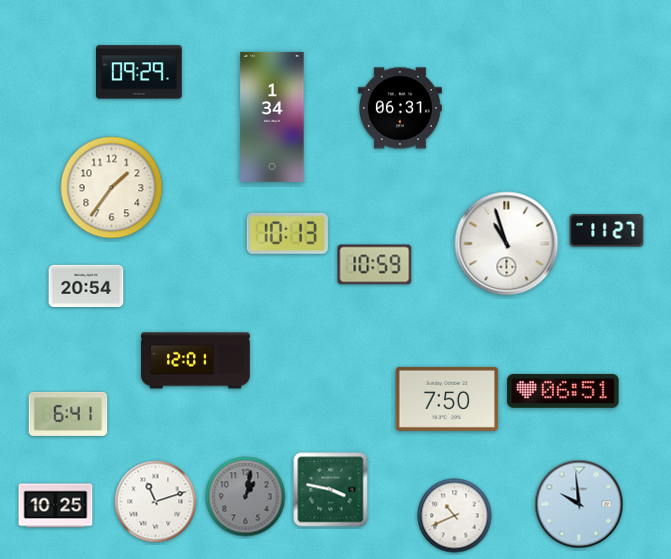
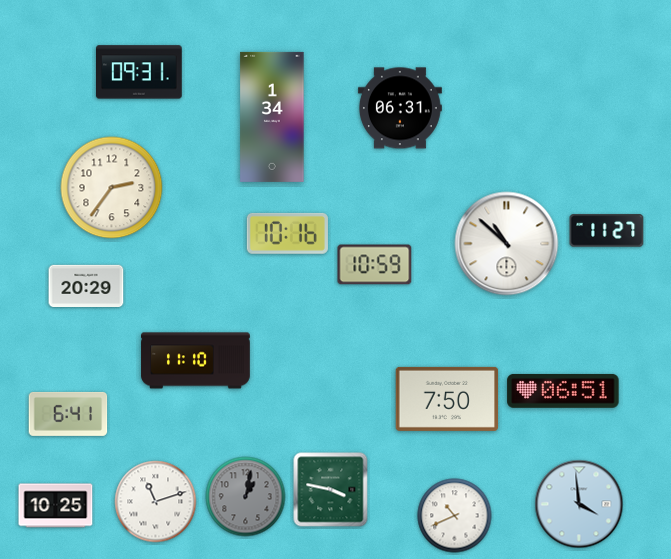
clock at (139, 72): 09:29 -> 09:31
clock at (112, 188): 1:36 -> 2:36
clock at (287, 233): 10:13 -> 10:16
clock at (507, 244): 10:57 -> 10:52
clock at (86, 285): 20:54 -> 20:29
clock at (196, 361): 12:01 -> 11:10
clock at (579, 504): 9:59 -> 3:59
